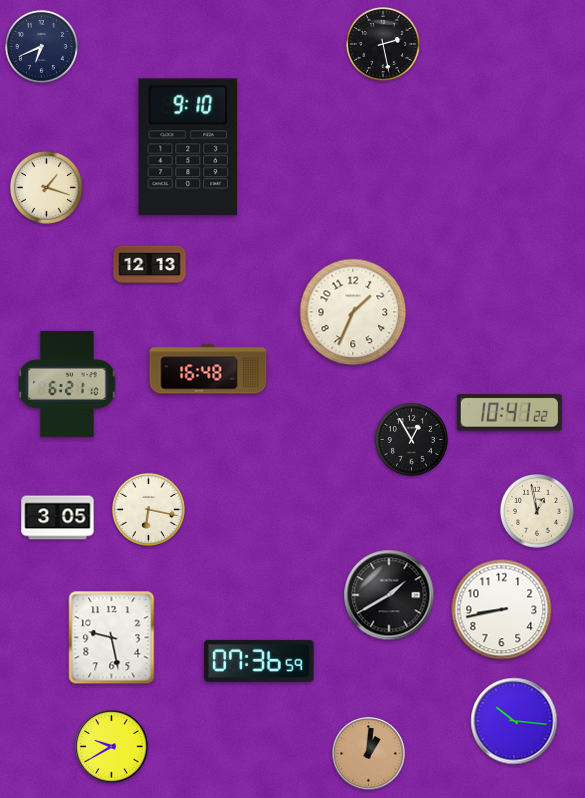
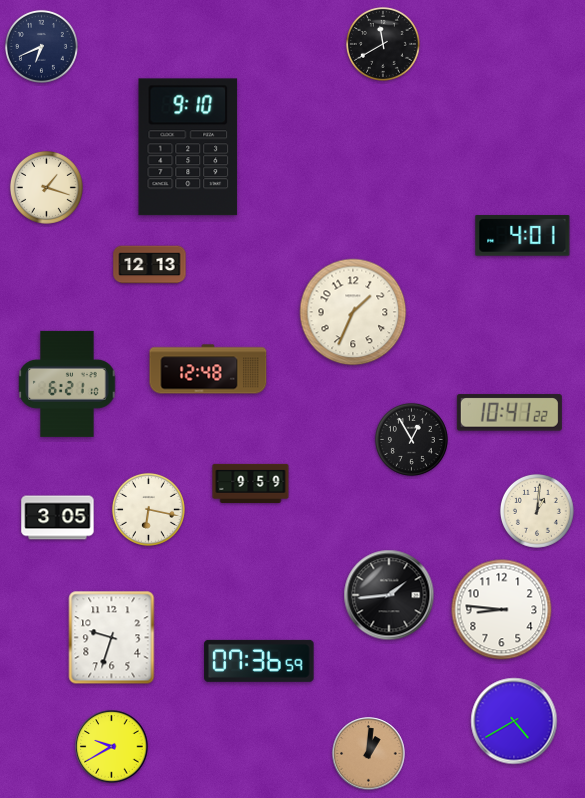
clock at (383, 44): 2:28 -> 11:40
clock at (523, 236): none -> 4:01
clock at (208, 369): 16:48 -> 12:48
clock at (251, 483): none -> 9:59
clock at (537, 511): 12:58 -> 1:01
clock at (389, 595): 1:40 -> 1:44
clock at (502, 610): 8:43 -> 8:46
clock at (112, 638): 9:28 -> 9:33
clock at (514, 721): 10:16 -> 4:40
